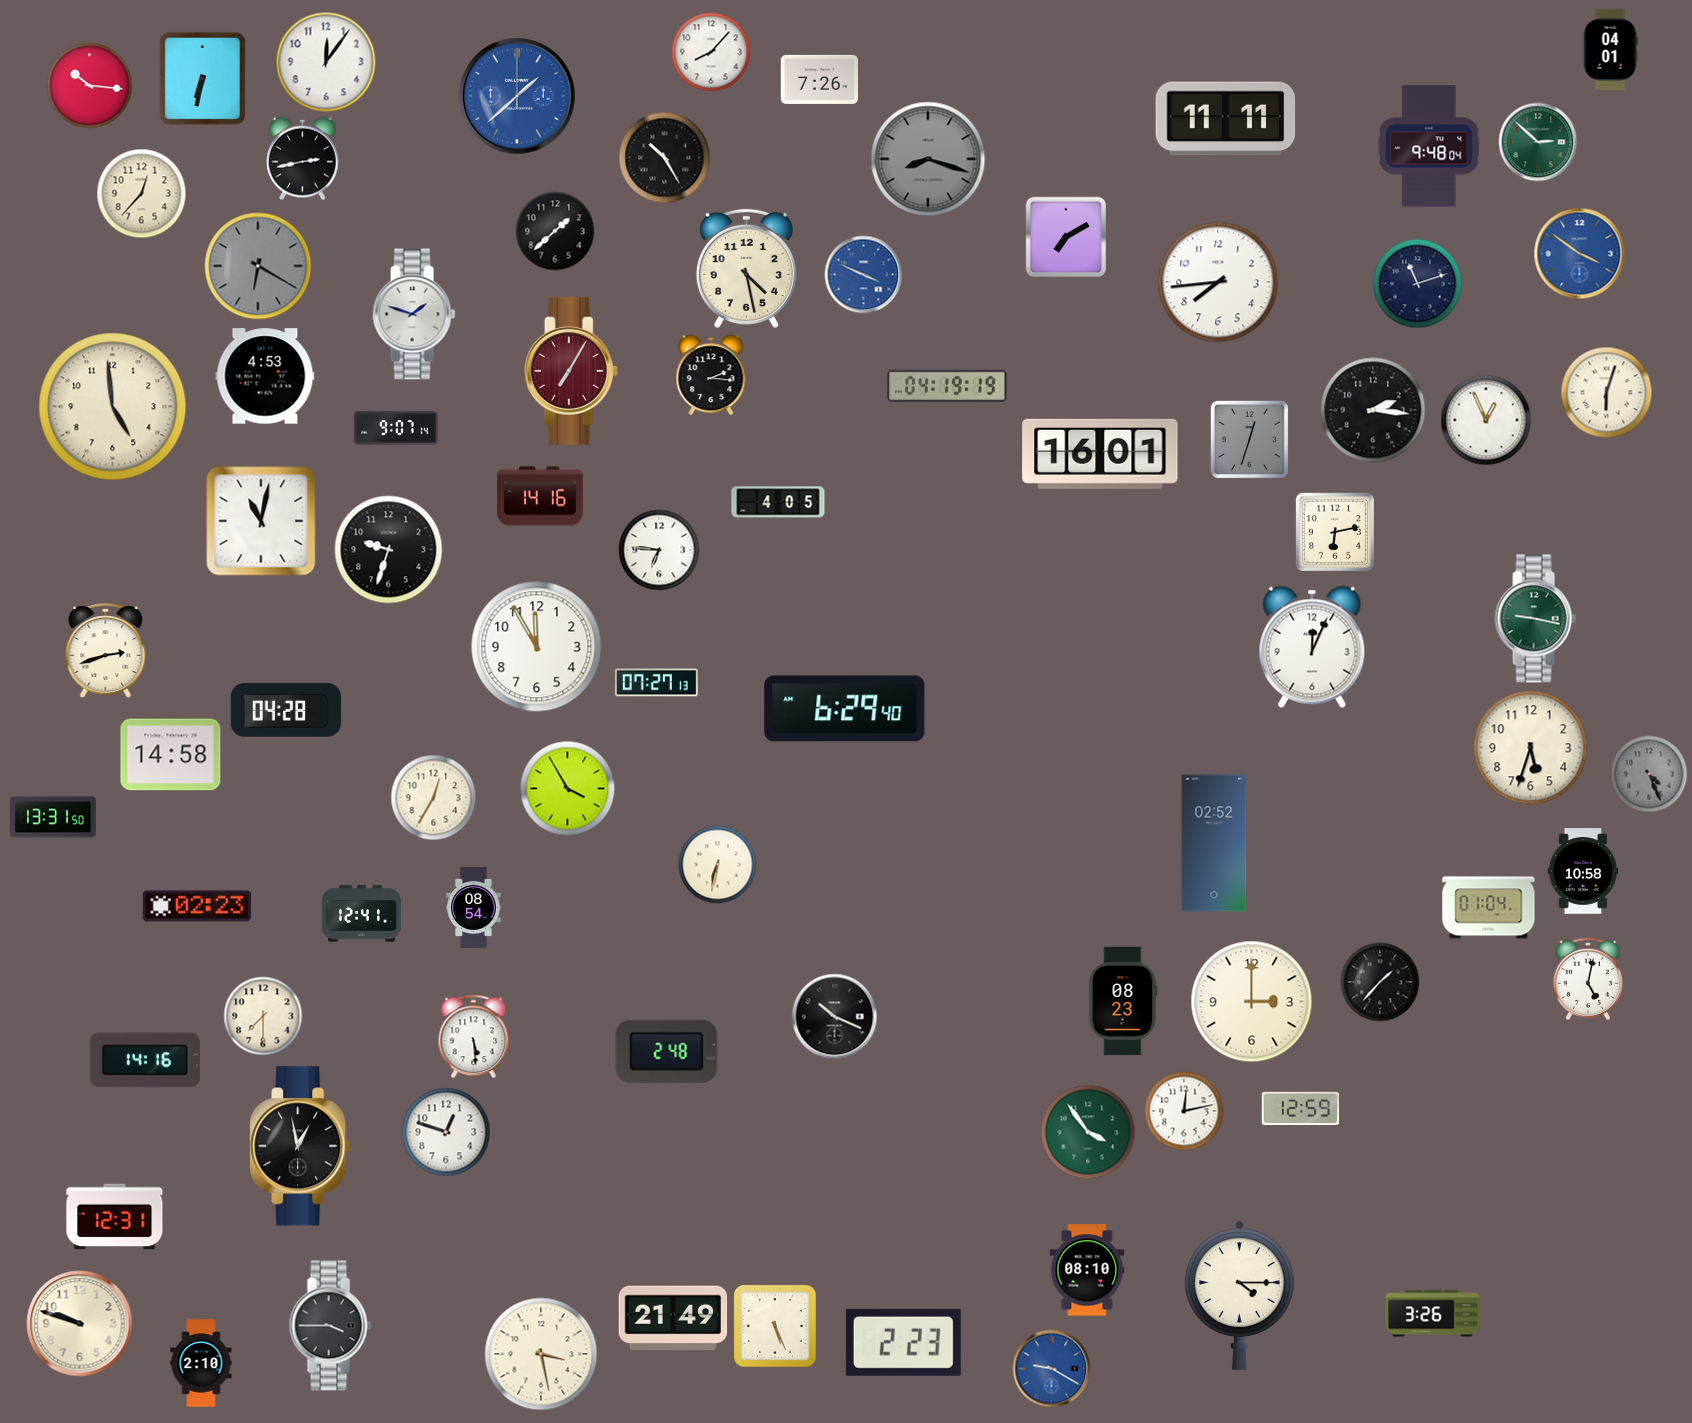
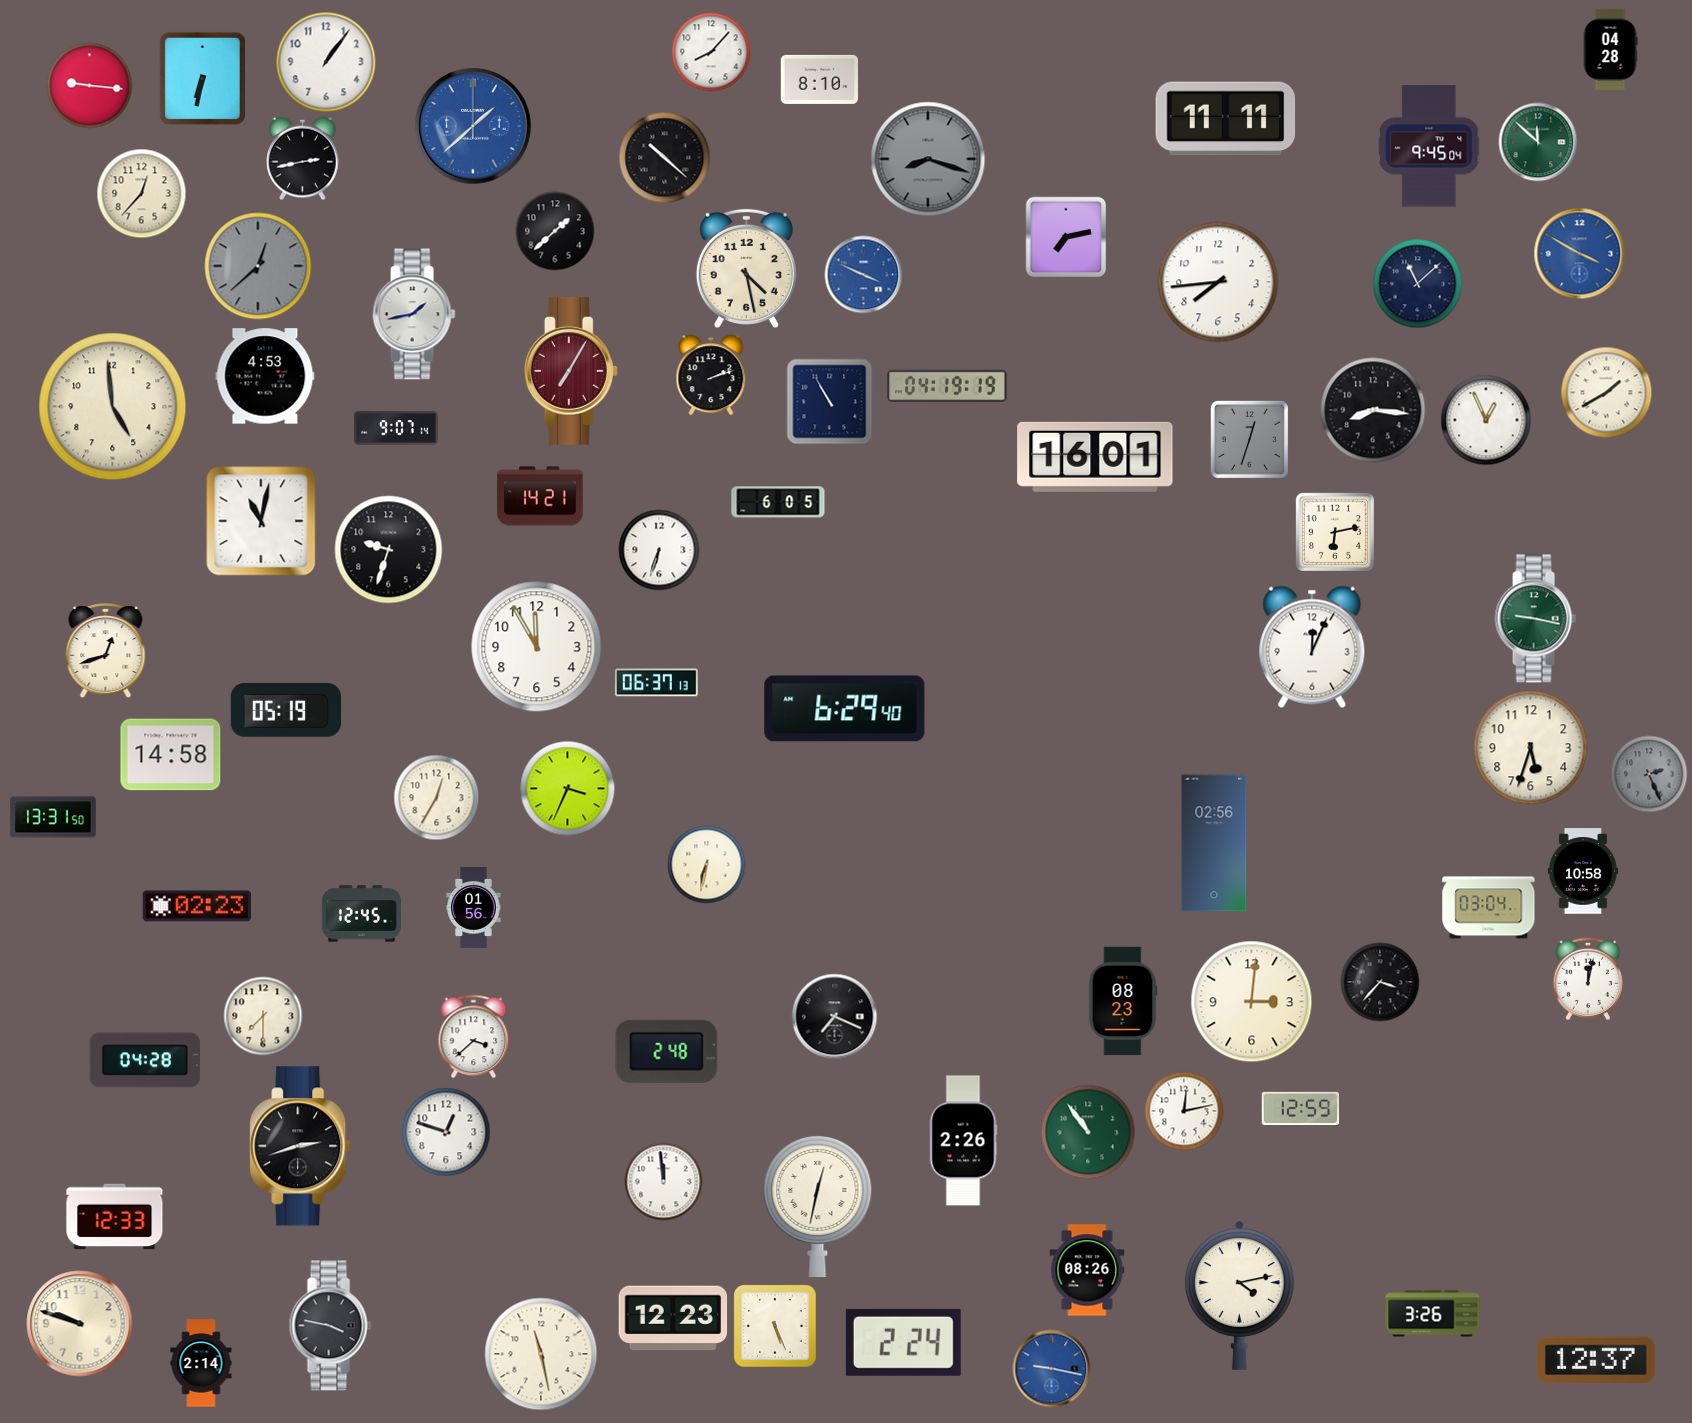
clock at (1610, 49): 04:01 -> 04:28
clock at (326, 62): 12:06 -> 1:06
clock at (820, 79): 7:26 -> 8:10
clock at (90, 86): 10:16 -> 9:16
clock at (517, 96) position: (517, 96) -> (473, 126)
clock at (1538, 142): 2:52 -> 11:52
clock at (1429, 146): 9:48 -> 9:45
clock at (665, 158): 10:25 -> 10:22
clock at (1066, 237): 7:10 -> 7:13
clock at (1580, 254): 3:51 -> 3:50
clock at (258, 266): 6:20 -> 12:38
clock at (1418, 284): 11:12 -> 11:08
clock at (414, 314): 1:48 -> 1:43
clock at (711, 375): 2:16 -> 2:12
clock at (1607, 393): 6:03 -> 1:40
clock at (830, 402): none -> 10:55
clock at (1373, 410): 2:16 -> 8:16
clock at (1100, 454) position: (1100, 454) -> (1095, 457)
clock at (540, 496): 14:16 -> 14:21
clock at (778, 502): 4:05 -> 6:05
clock at (659, 550): 6:46 -> 6:33
clock at (106, 651): 2:42 -> 12:42
clock at (656, 683): 07:27 -> 06:37
clock at (286, 710): 04:28 -> 05:19
clock at (1649, 774): 4:26 -> 2:26
clock at (568, 789): 3:55 -> 3:34
clock at (434, 798) position: (434, 798) -> (437, 798)
clock at (1214, 843): 02:52 -> 02:56
clock at (718, 865) position: (718, 865) -> (707, 865)
clock at (474, 907): 08:54 -> 01:56
clock at (1489, 908): 01:04 -> 03:04
clock at (361, 914): 12:41 -> 12:45
clock at (1588, 978): 5:02 -> 12:02
clock at (1380, 982): 1:37 -> 3:37
clock at (1252, 1002): 3:00 -> 3:01
clock at (835, 1017): 10:19 -> 7:19
clock at (474, 1037): 5:29 -> 3:38
clock at (145, 1060): 14:16 -> 04:28
clock at (1088, 1132): 3:54 -> 10:54
clock at (963, 1141): none -> 2:26
clock at (300, 1146): 12:58 -> 2:42
clock at (664, 1182): none -> 11:59
clock at (818, 1205): none -> 12:32
clock at (115, 1217): 12:31 -> 12:33
clock at (1087, 1270): 08:10 -> 08:26
clock at (1240, 1295): 4:15 -> 4:13
clock at (673, 1318): 21:49 -> 12:23
clock at (330, 1326): 3:45 -> 3:47
clock at (903, 1342): 2:23 -> 2:24
clock at (541, 1354): 3:28 -> 11:28
clock at (1596, 1360): none -> 12:37
clock at (201, 1363): 2:10 -> 2:14
clock at (1052, 1369): 9:20 -> 9:17
